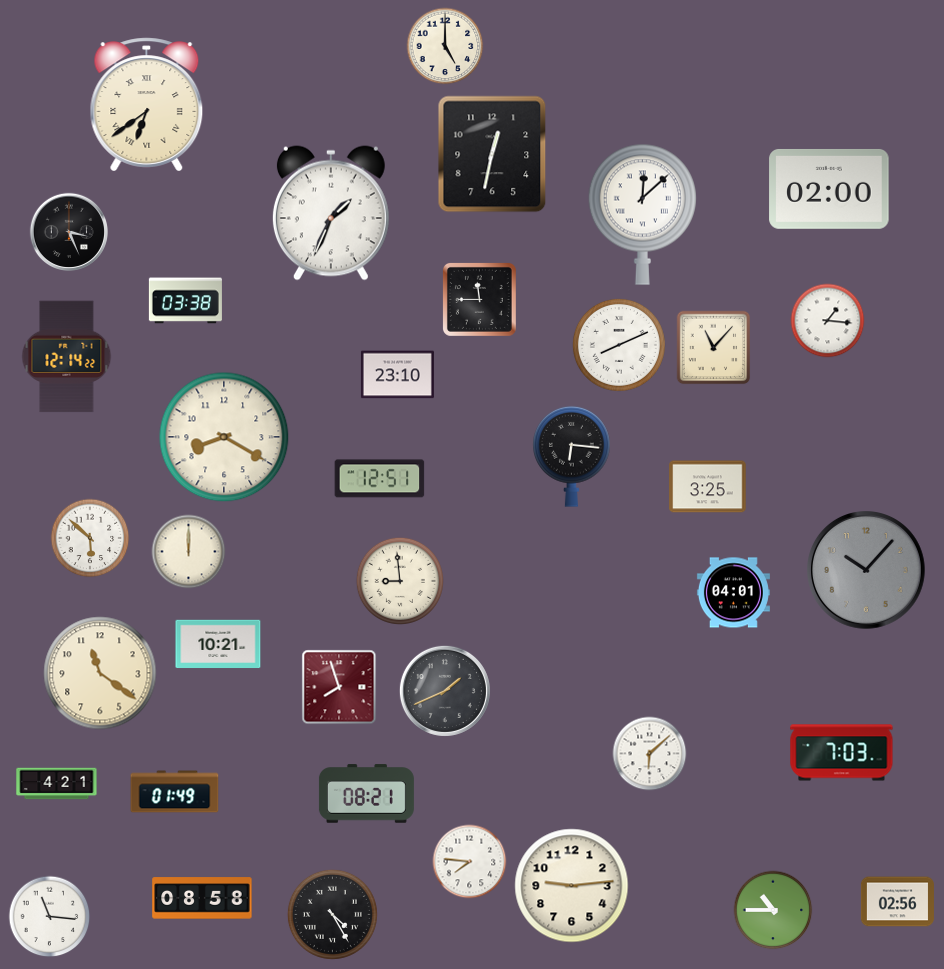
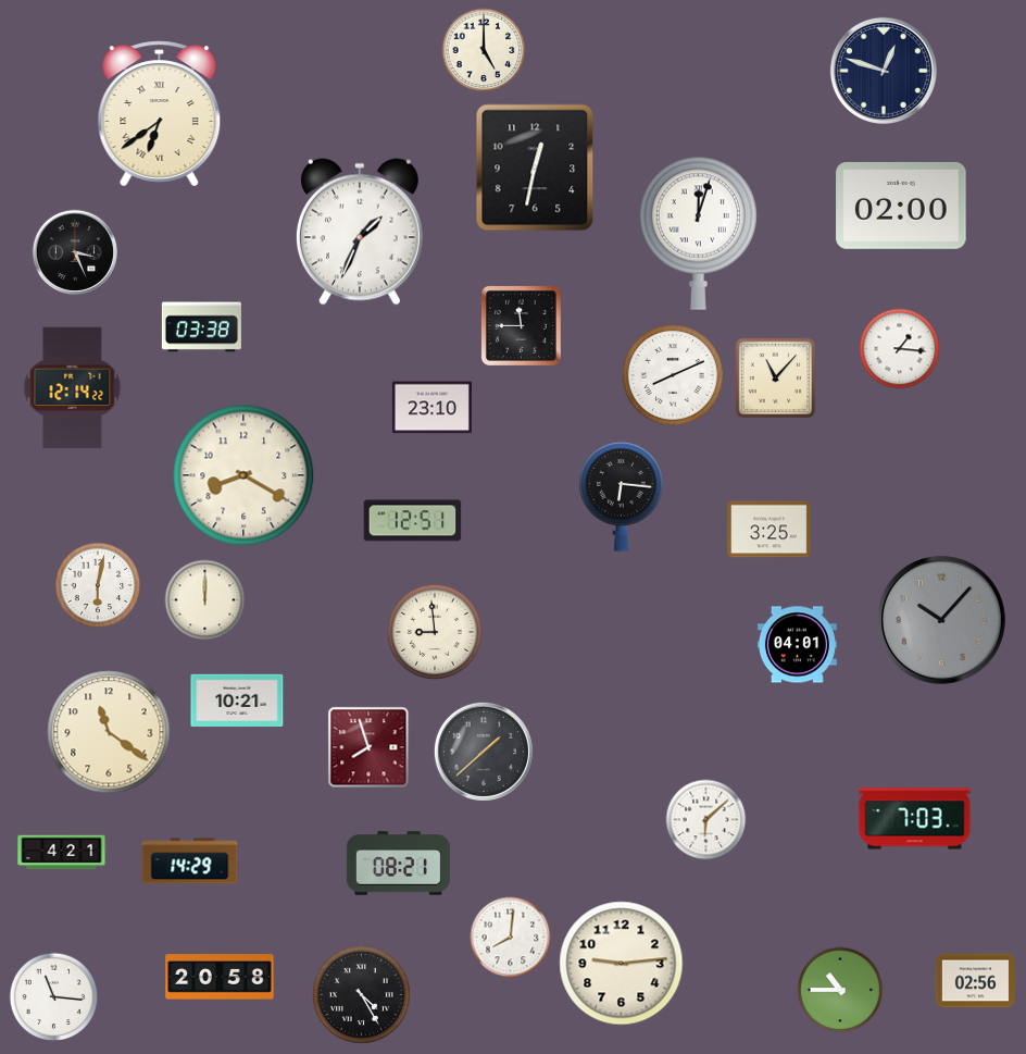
clock at (884, 71): none -> 12:48
clock at (642, 214): 12:08 -> 12:03
clock at (90, 538): 5:52 -> 6:02
clock at (445, 691): 1:41 -> 1:38
clock at (175, 792): 01:49 -> 14:29
clock at (470, 862): 7:46 -> 8:01
clock at (202, 898): 08:58 -> 20:58
